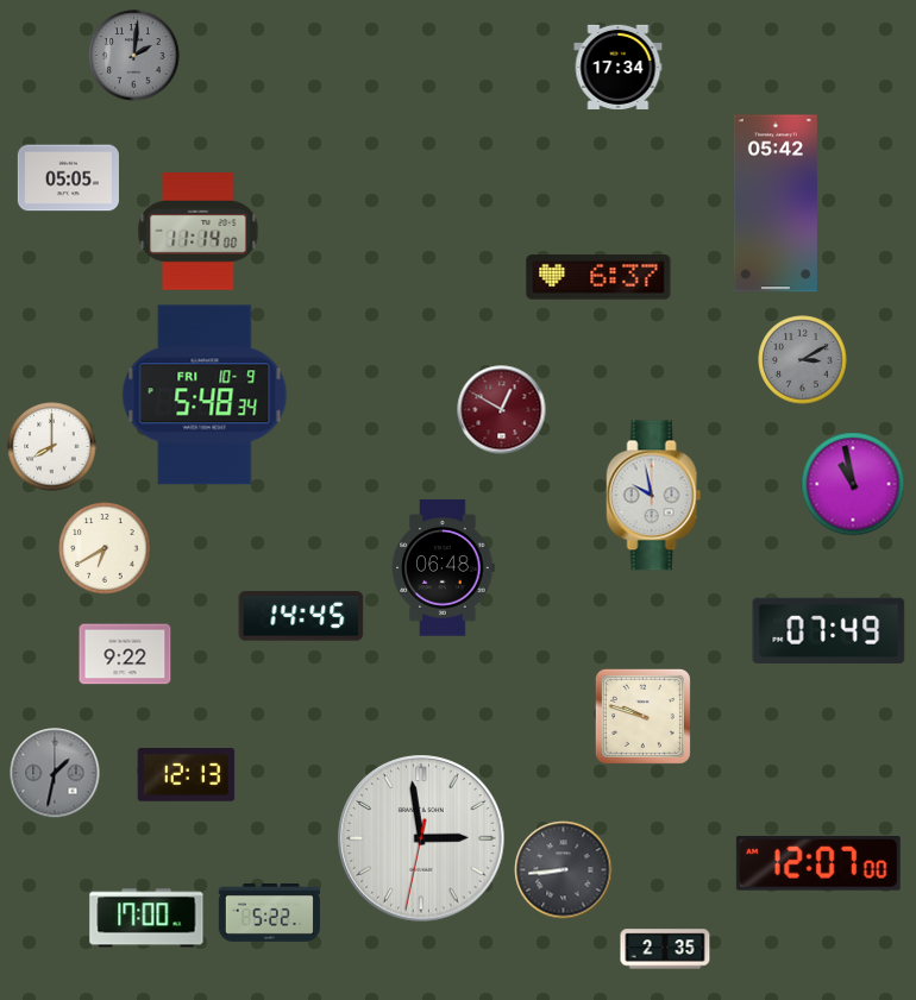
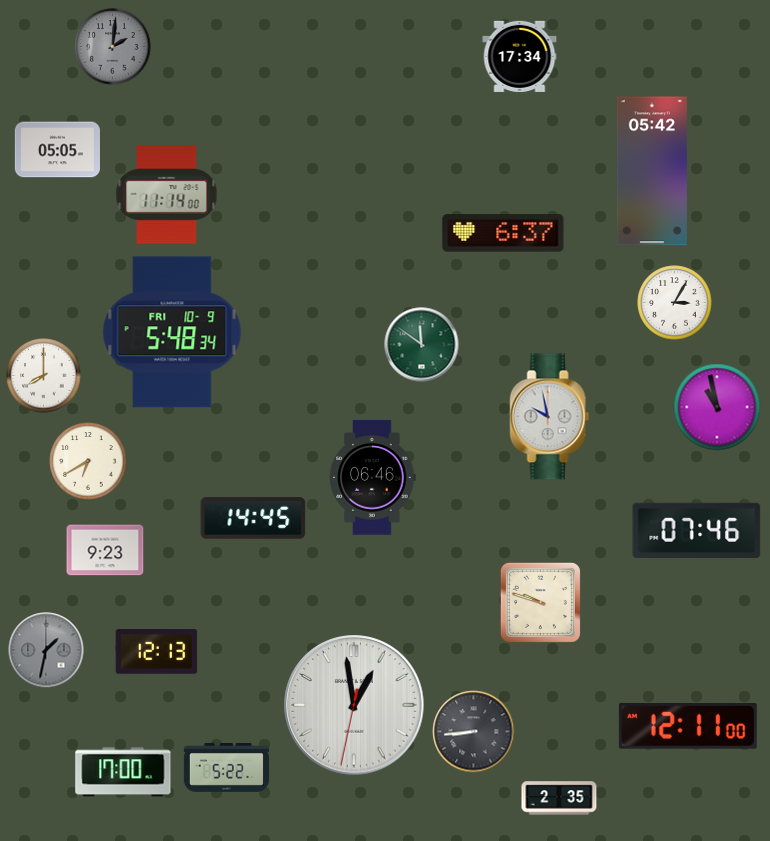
clock at (803, 360): 3:10 -> 3:05
clock at (803, 360) dial: grey -> white
clock at (502, 410): 12:50 -> 11:51
clock at (502, 410) dial: burgundy -> green
clock at (444, 568): 06:48 -> 06:46
clock at (829, 630): 07:49 -> 07:46
clock at (125, 654): 9:22 -> 9:23
clock at (421, 838): 2:58 -> 12:58
clock at (818, 863): 12:07 -> 12:11
